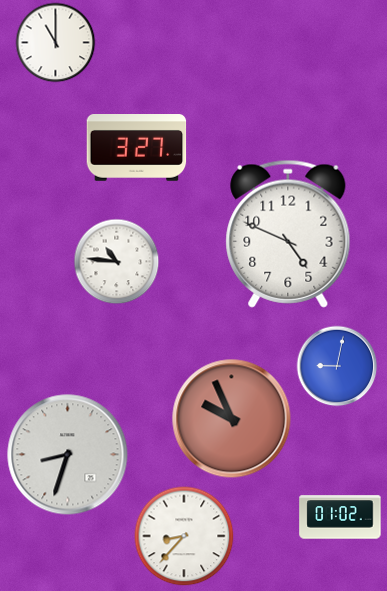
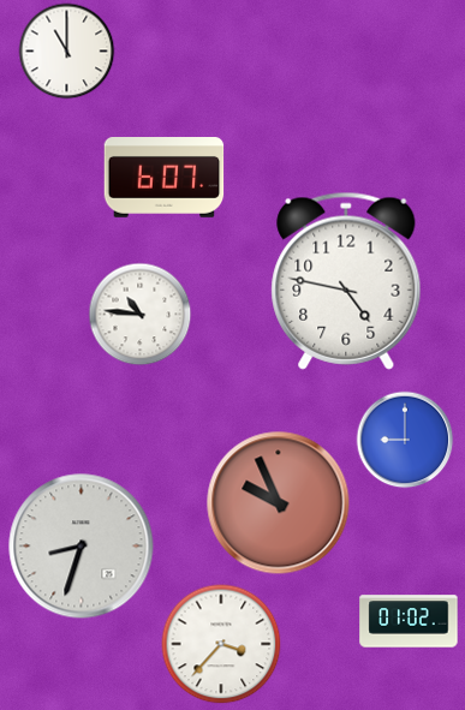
clock at (137, 148): 3:27 -> 6:07
clock at (288, 234): 4:49 -> 4:47
clock at (337, 366): 9:02 -> 9:00
clock at (184, 536): 8:37 -> 3:37
